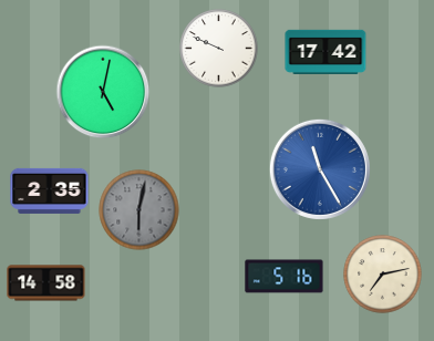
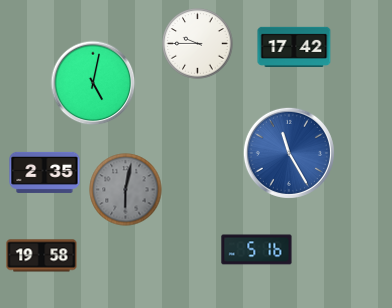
clock at (219, 49): 9:49 -> 9:45
clock at (383, 275): 7:13 -> none
clock at (46, 283): 14:58 -> 19:58
